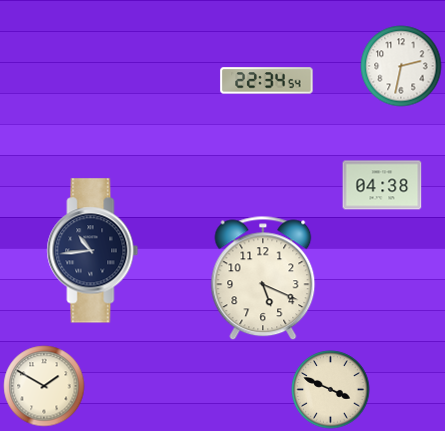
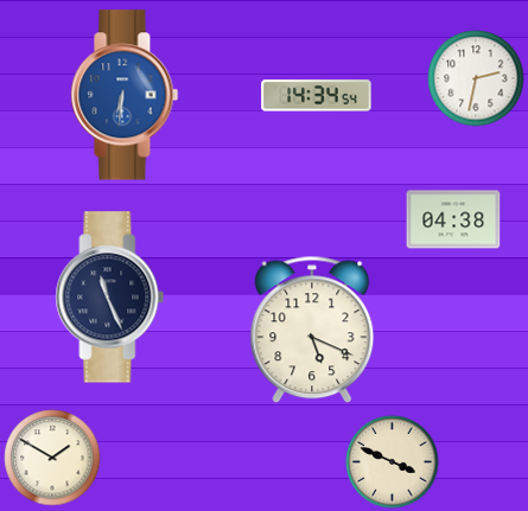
clock at (125, 95): none -> 6:31
clock at (267, 81): 22:34 -> 14:34
clock at (93, 251): 10:44 -> 11:26
